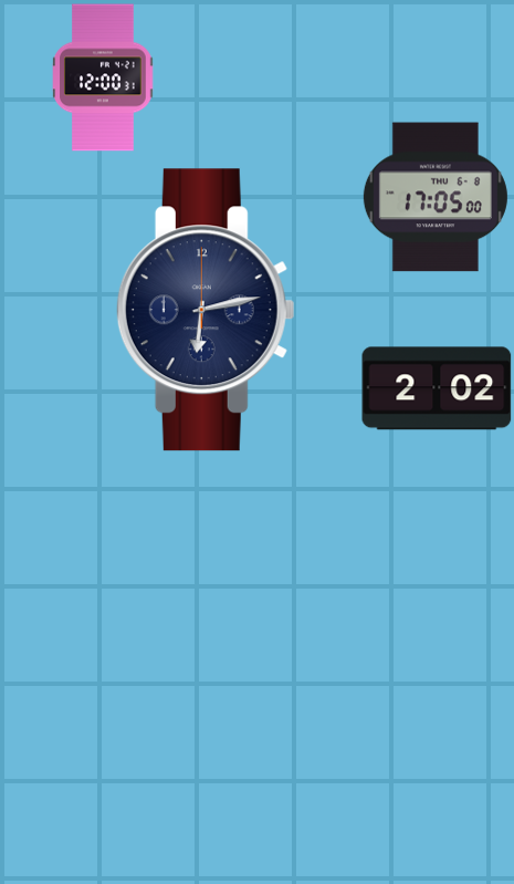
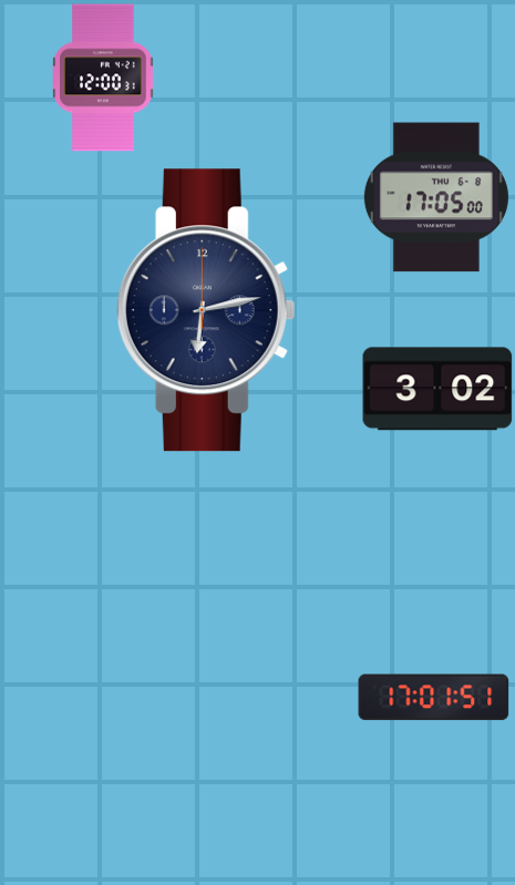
clock at (437, 388): 2:02 -> 3:02
clock at (434, 698): none -> 17:01
